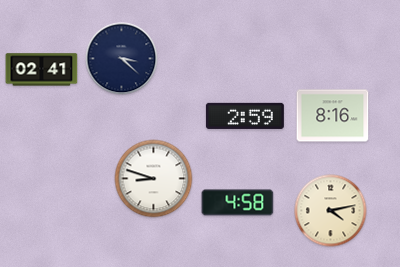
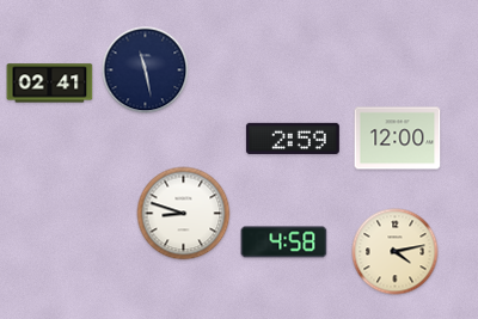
clock at (122, 59): 3:22 -> 11:28
clock at (333, 116): 8:16 -> 12:00
